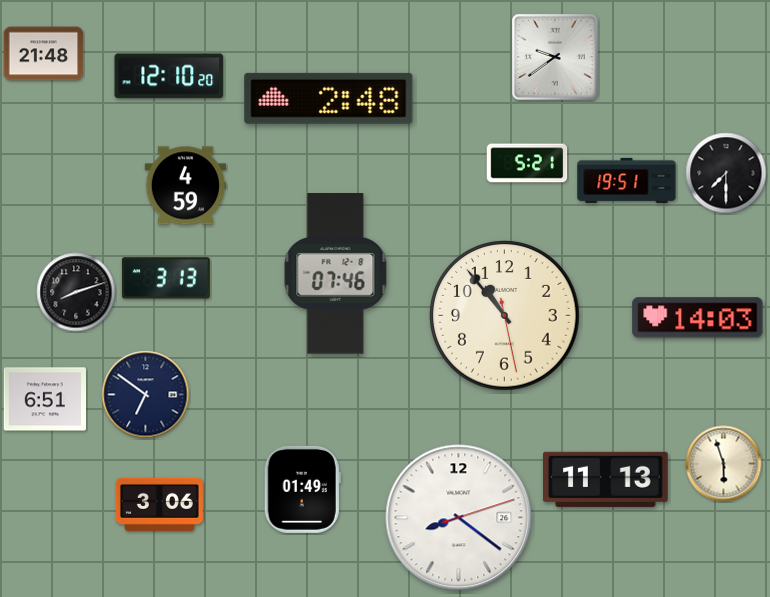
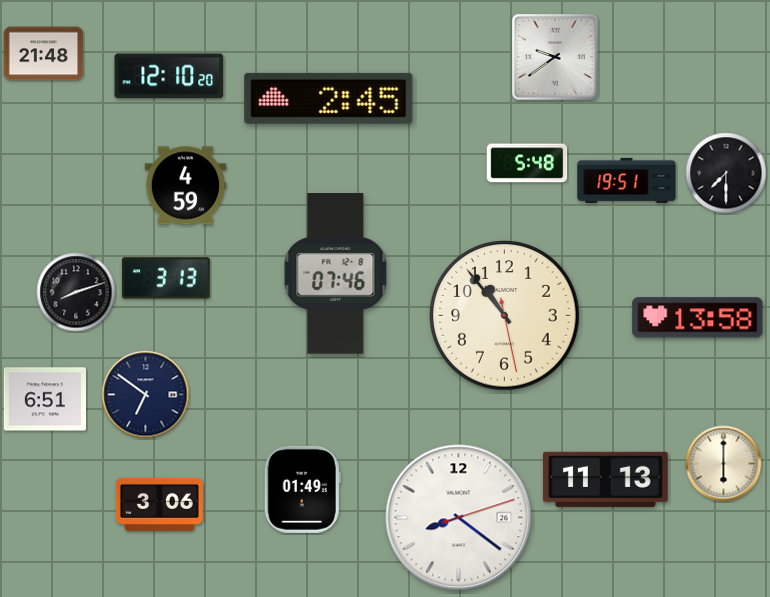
clock at (329, 98): 2:48 -> 2:45
clock at (527, 163): 5:21 -> 5:48
clock at (698, 318): 14:03 -> 13:58
clock at (724, 464): 5:57 -> 6:00
